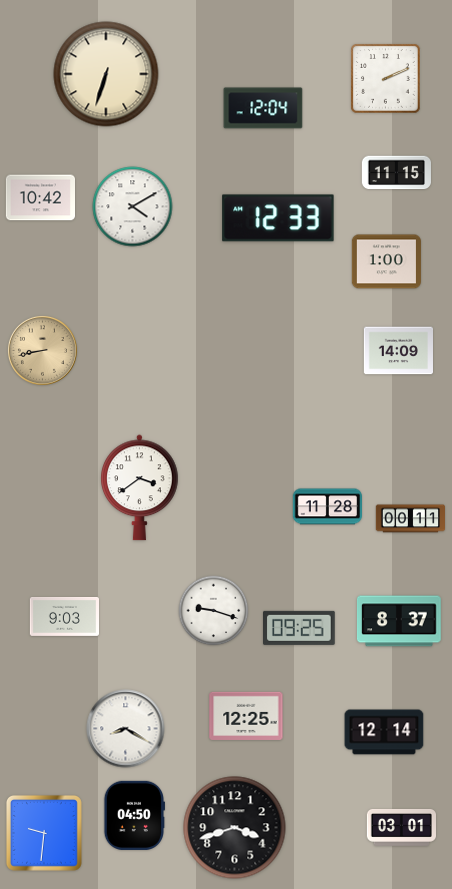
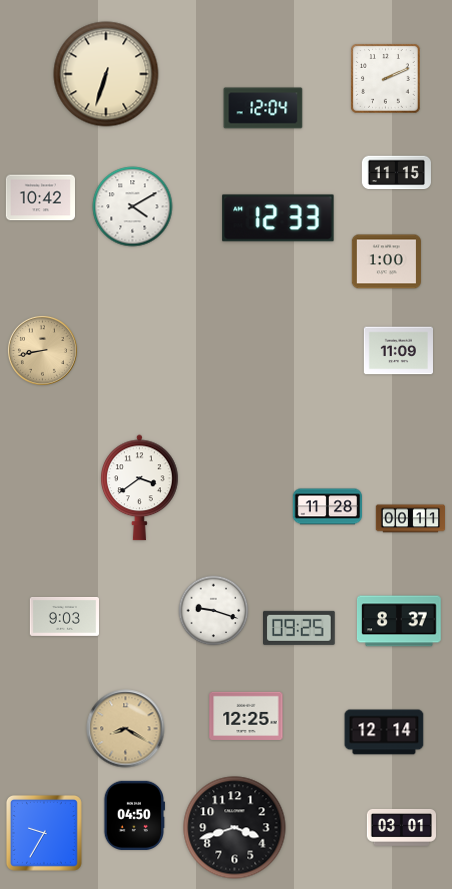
clock at (398, 351): 14:09 -> 11:09
clock at (126, 729) dial: white -> champagne
clock at (44, 833): 9:31 -> 9:35
